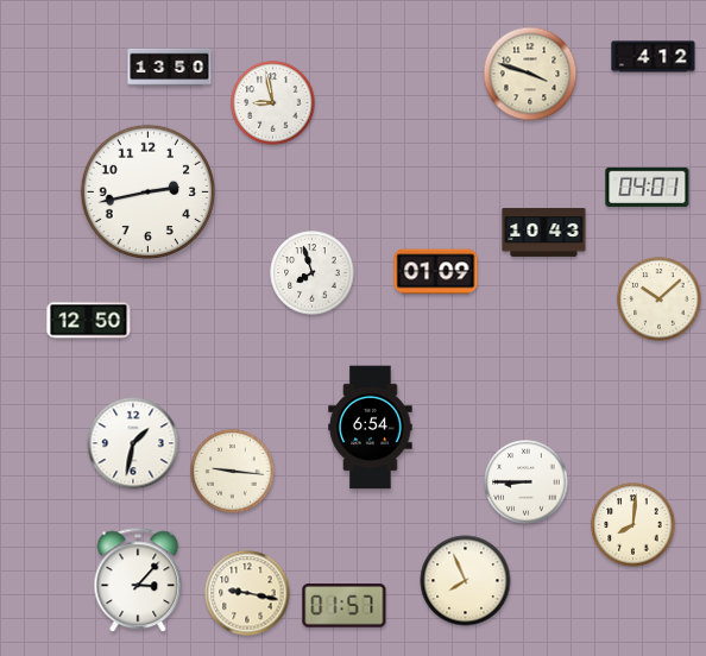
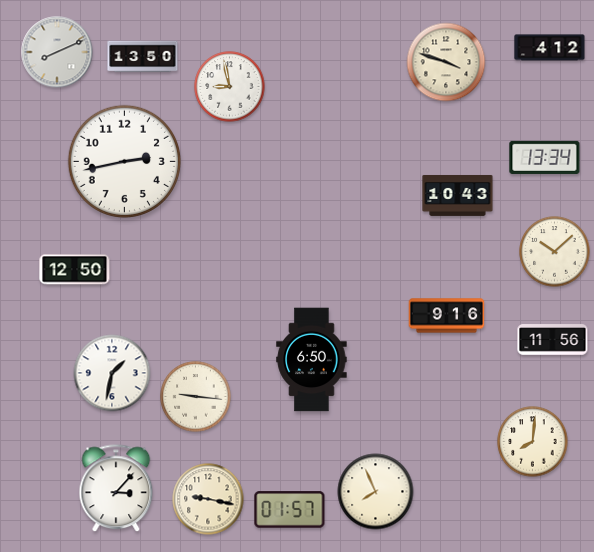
clock at (57, 52): none -> 8:11
clock at (648, 187): 04:01 -> 13:34
clock at (436, 272): 01:09 -> none
clock at (313, 273): 7:57 -> none
clock at (447, 316): none -> 9:16
clock at (553, 340): none -> 11:56
clock at (371, 428): 6:54 -> 6:50
clock at (527, 482): 8:45 -> none
clock at (466, 581) position: (466, 581) -> (376, 492)
